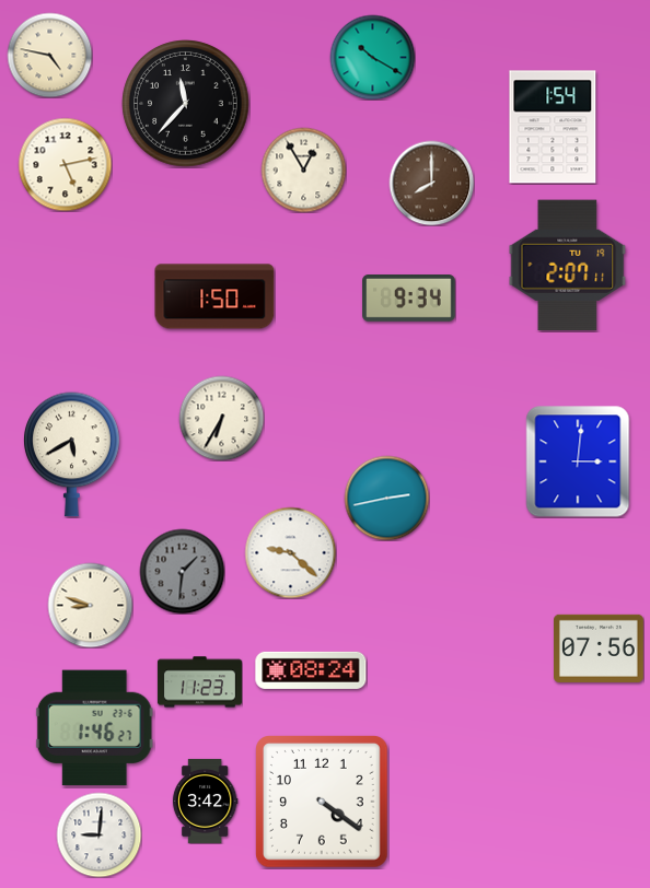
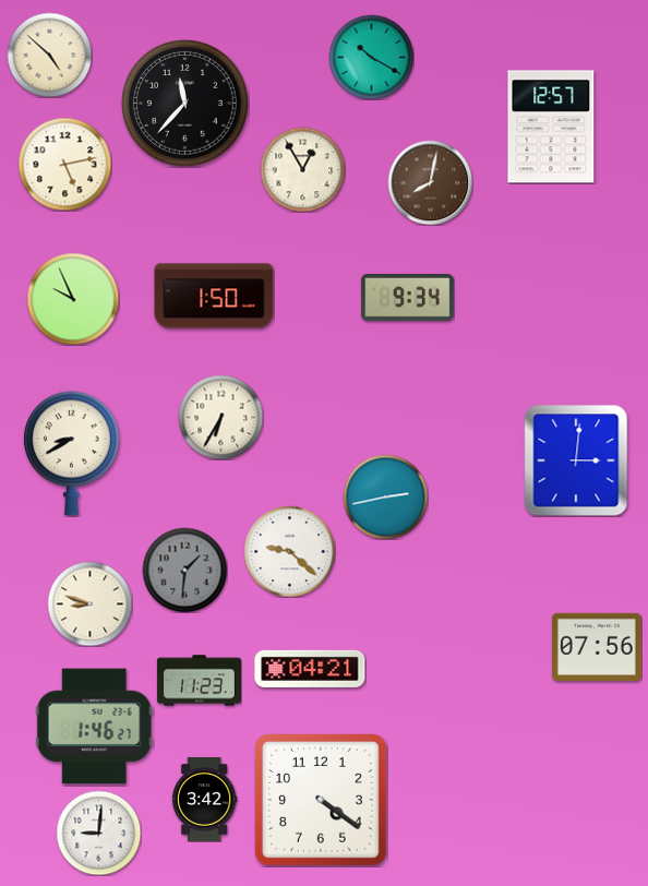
clock at (49, 55): 4:47 -> 4:52
clock at (553, 127): 1:54 -> 12:57
clock at (431, 183): 8:00 -> 8:02
clock at (568, 266): 2:07 -> none
clock at (73, 299): none -> 9:56
clock at (72, 455): 5:40 -> 8:40
clock at (182, 571) position: (182, 571) -> (184, 570)
clock at (311, 670): 08:24 -> 04:21
